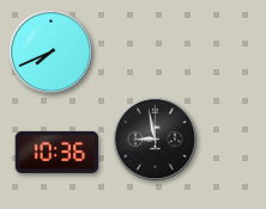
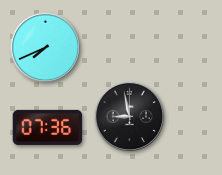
clock at (52, 53) position: (52, 53) -> (46, 48)
clock at (58, 152): 10:36 -> 07:36
